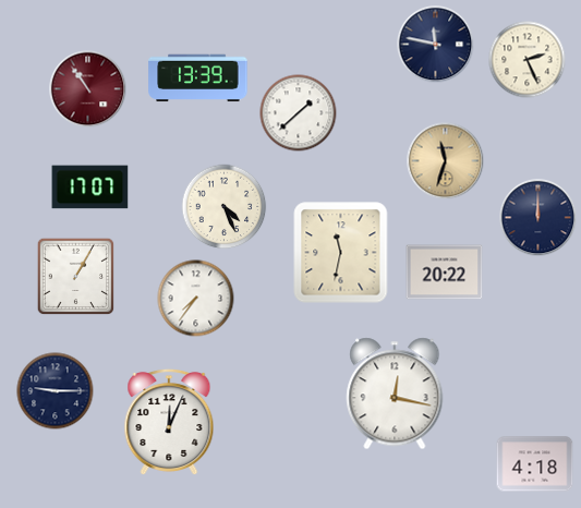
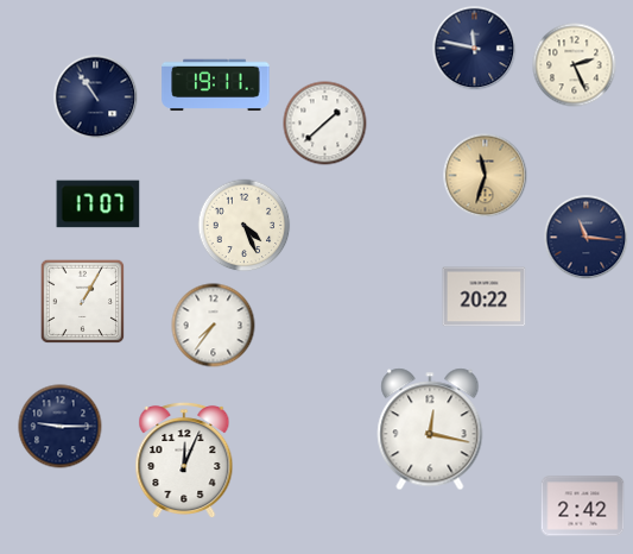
clock at (198, 78): 13:39 -> 19:11
clock at (88, 89) dial: burgundy -> navy
clock at (538, 218): 12:00 -> 11:16
clock at (341, 253): 11:32 -> none
clock at (535, 464): 4:18 -> 2:42
